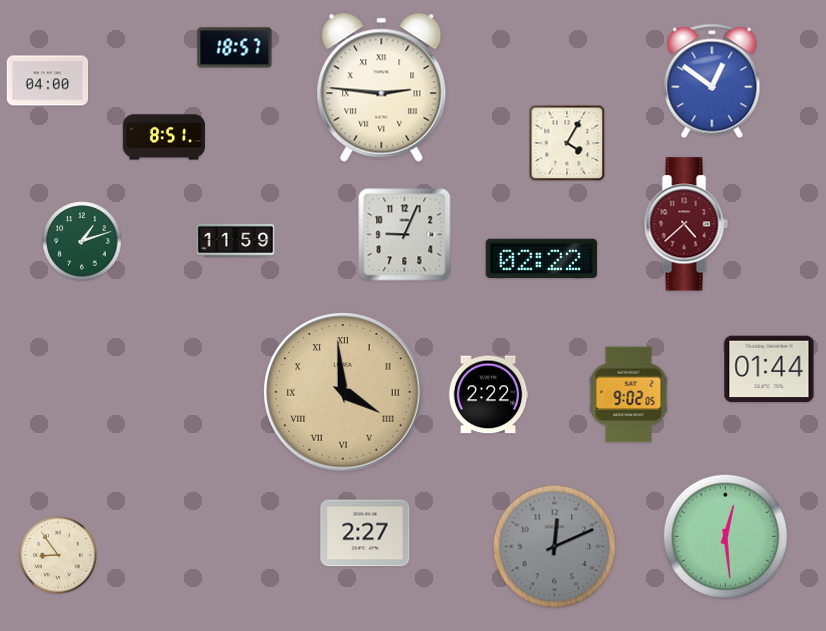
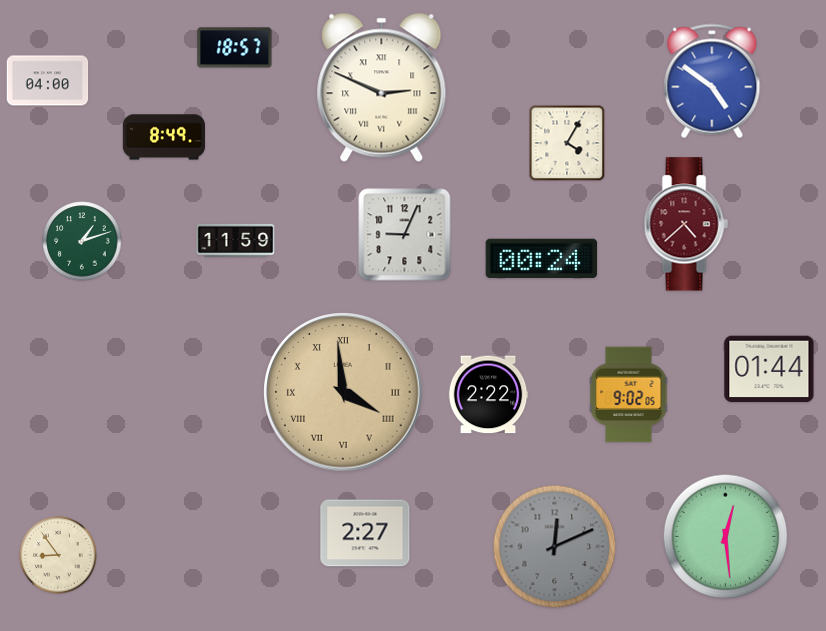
clock at (712, 81): 12:51 -> 4:51
clock at (382, 87): 2:46 -> 2:49
clock at (163, 137): 8:51 -> 8:49
clock at (542, 259): 02:22 -> 00:24
